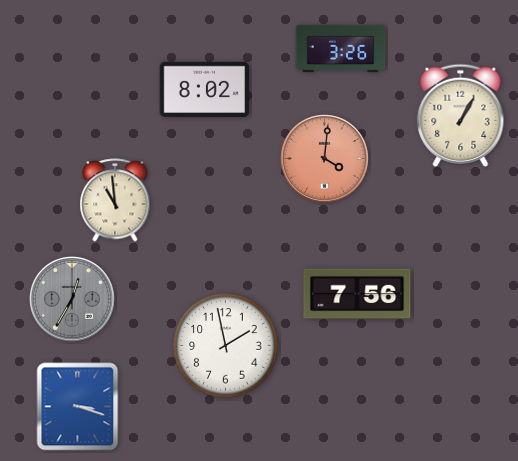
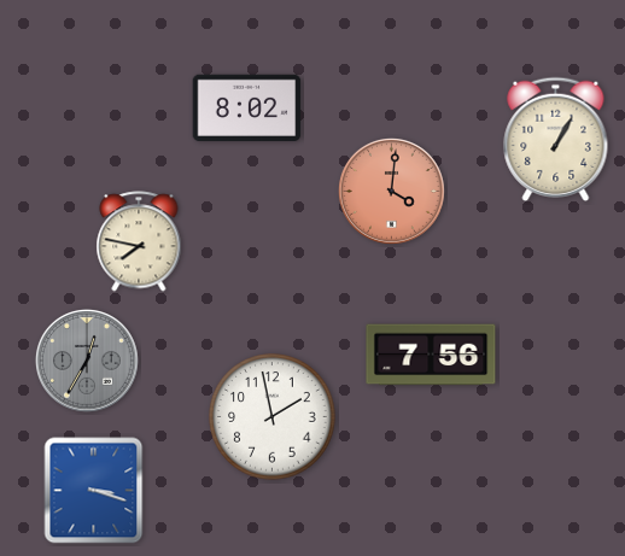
clock at (341, 49): 3:26 -> none
clock at (115, 200): 10:59 -> 7:47
